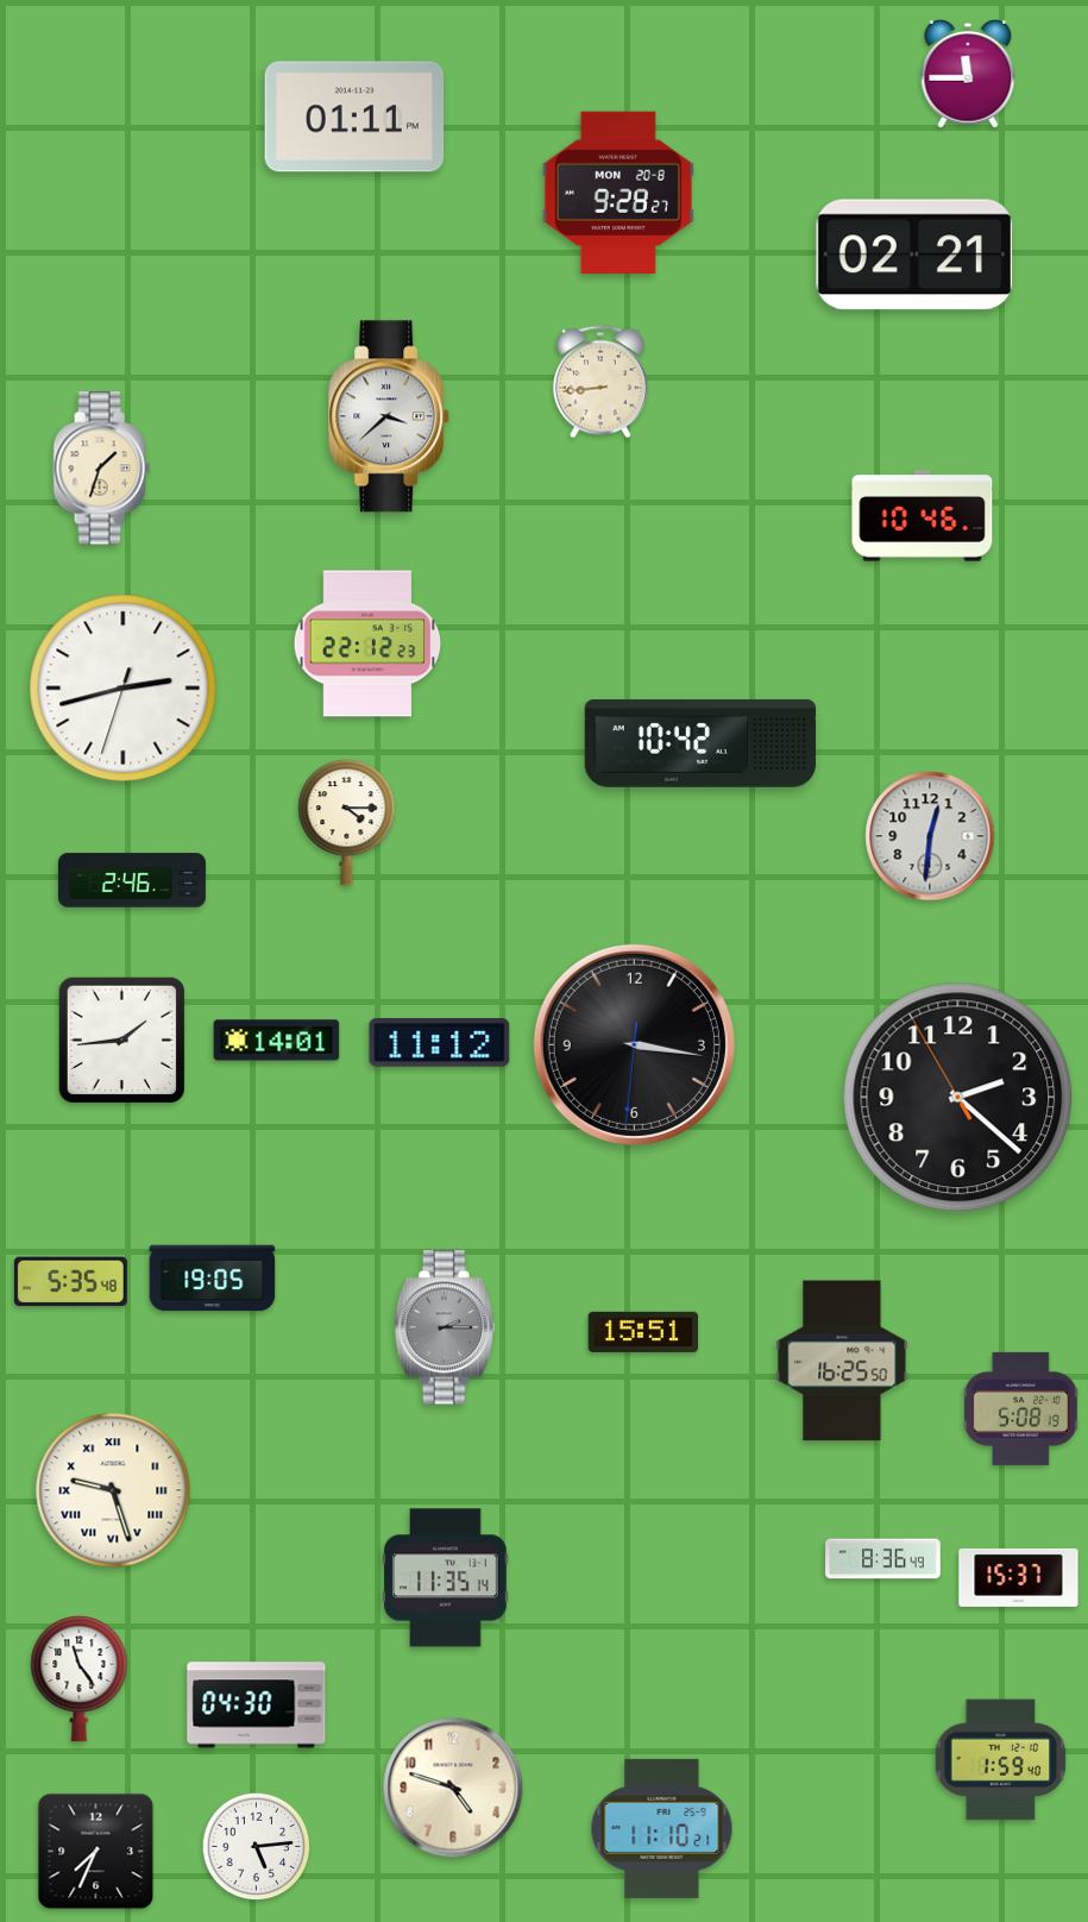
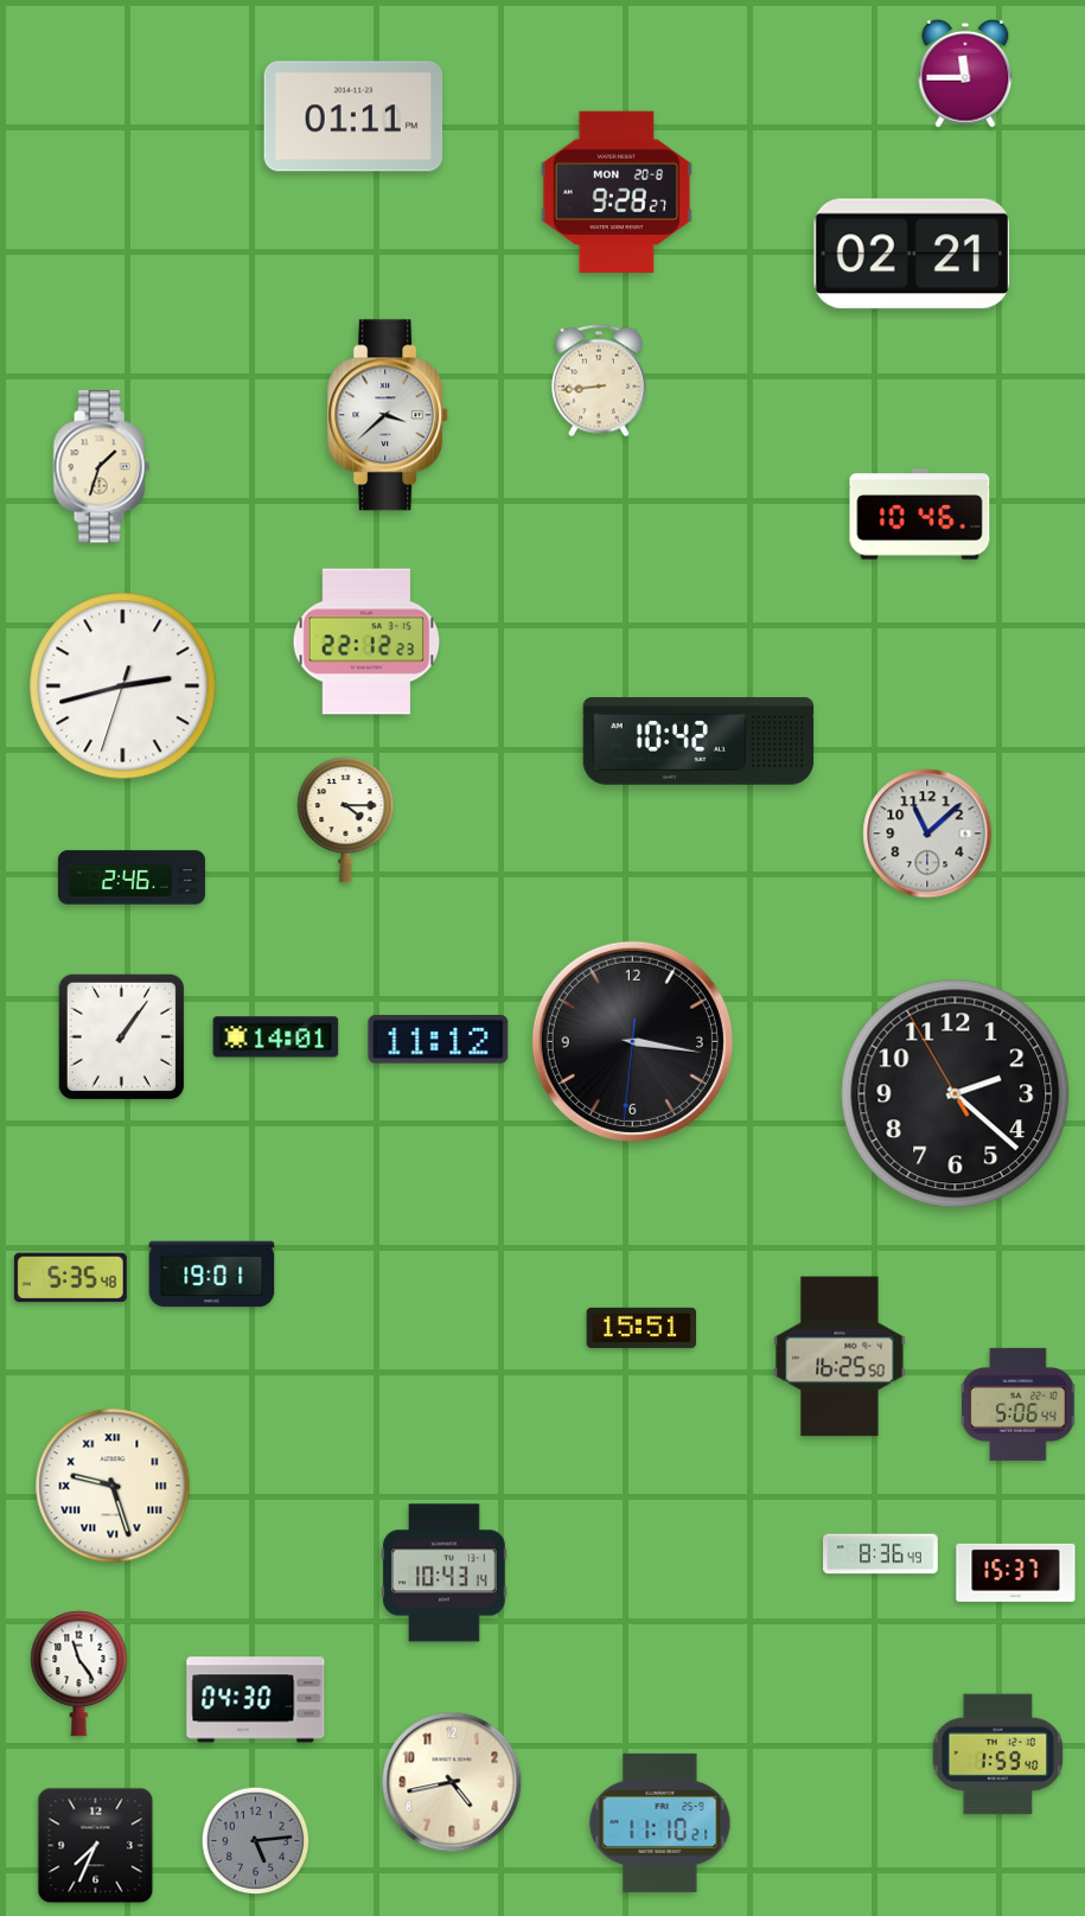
clock at (930, 836): 12:31 -> 11:08
clock at (121, 1039): 1:44 -> 1:06
clock at (213, 1279): 19:05 -> 19:01
clock at (445, 1327): 2:15 -> none
clock at (1021, 1408): 5:08 -> 5:06
clock at (446, 1578): 11:35 -> 10:43
clock at (453, 1788): 4:48 -> 4:43
clock at (257, 1847) dial: white -> grey
